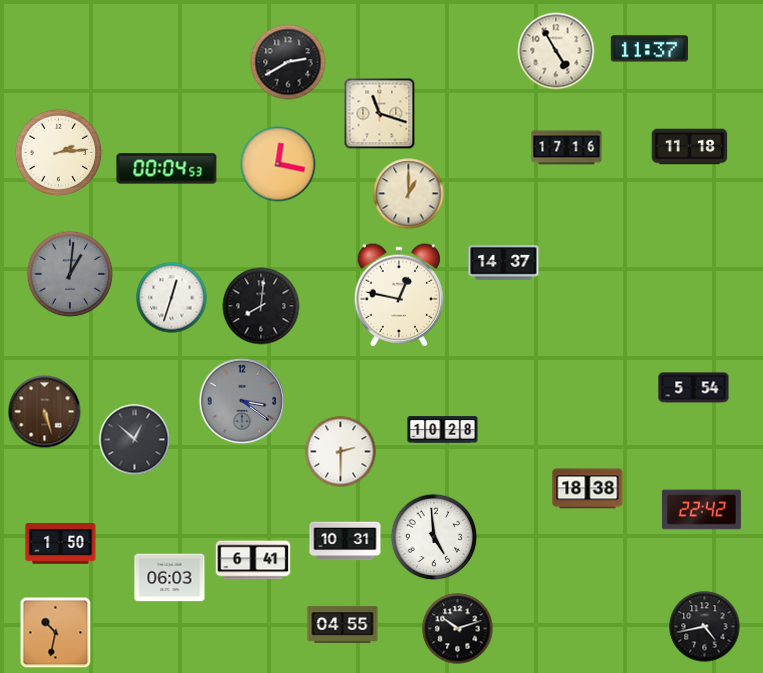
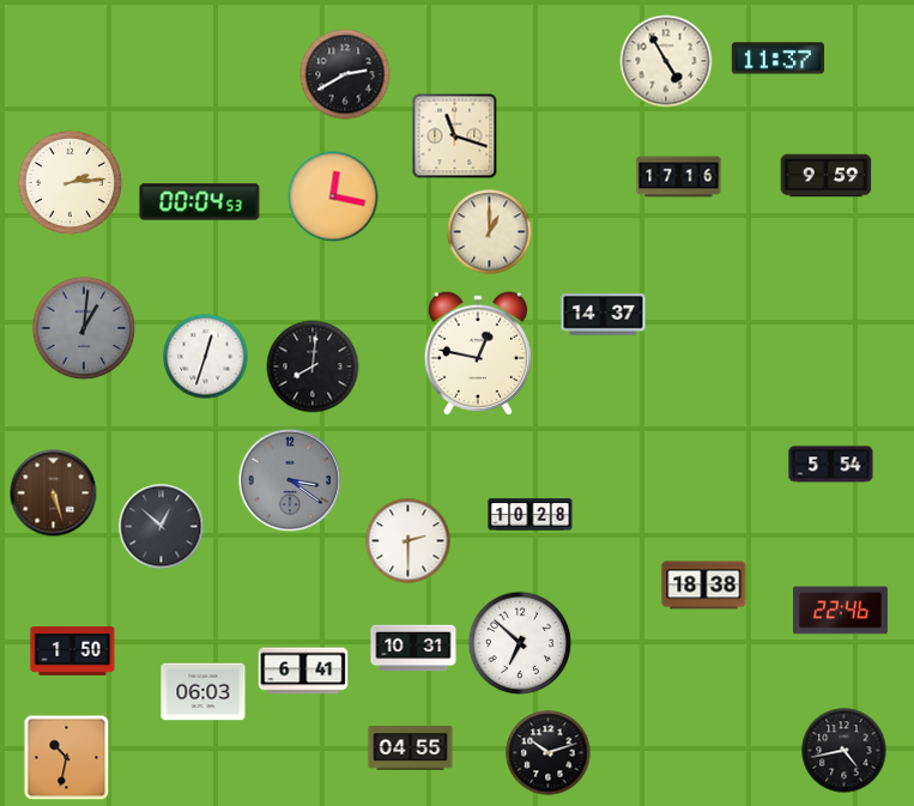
clock at (690, 147): 11:18 -> 9:59
clock at (701, 510): 22:42 -> 22:46
clock at (434, 537): 4:59 -> 6:52
